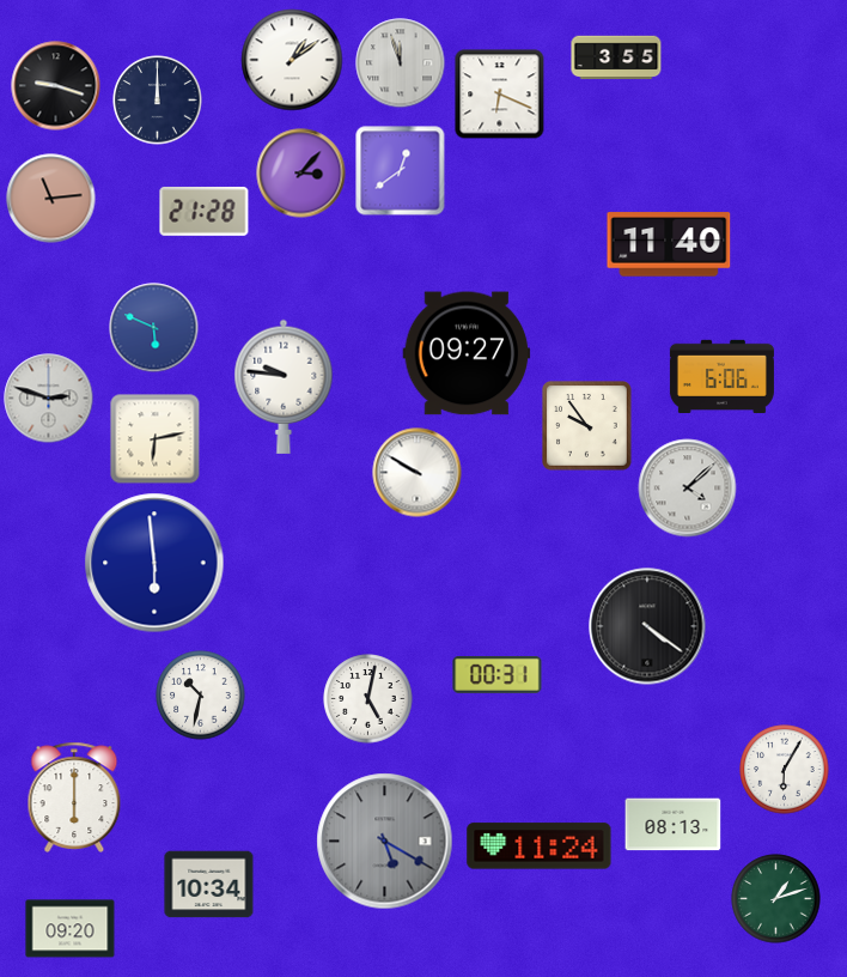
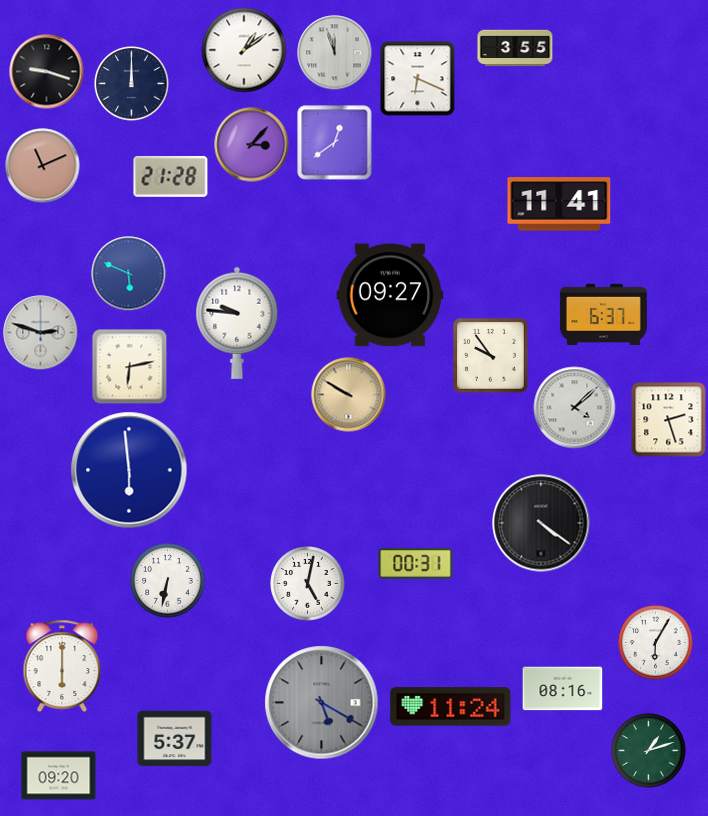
clock at (51, 199): 11:14 -> 11:11
clock at (669, 244): 11:40 -> 11:41
clock at (721, 377): 6:06 -> 6:37
clock at (418, 473) dial: white -> champagne
clock at (669, 420): none -> 2:27
clock at (201, 696): 10:32 -> 6:32
clock at (674, 825): 08:13 -> 08:16
clock at (209, 885): 10:34 -> 5:37
